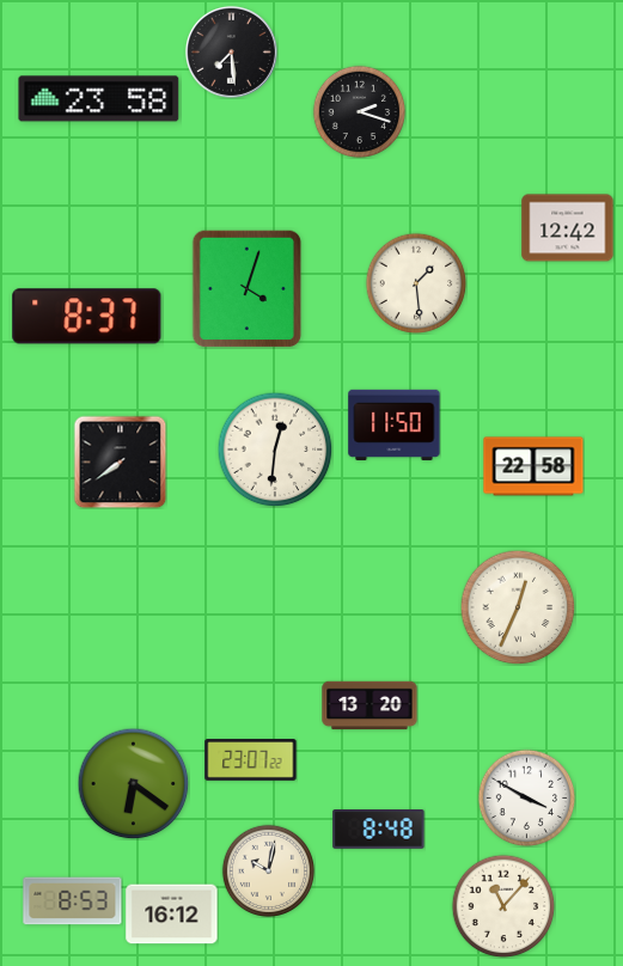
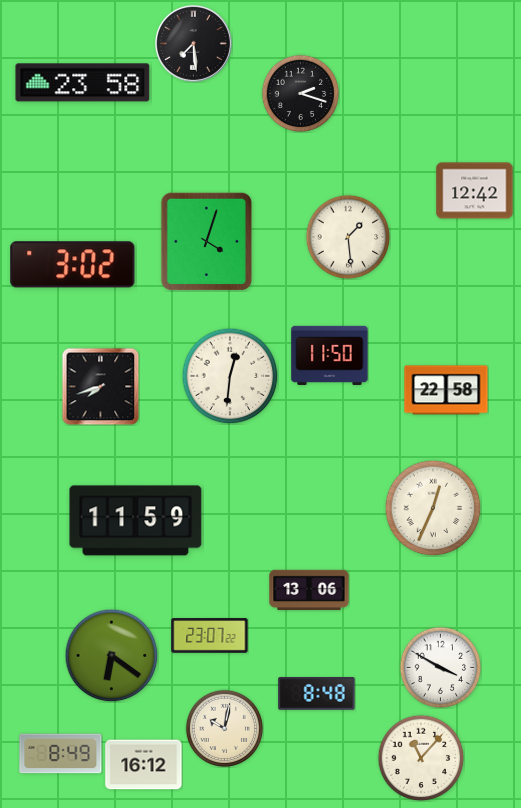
clock at (87, 317): 8:37 -> 3:02
clock at (120, 461): 7:39 -> 7:42
clock at (136, 521): none -> 11:59
clock at (369, 705): 13:20 -> 13:06
clock at (73, 901): 8:53 -> 8:49
